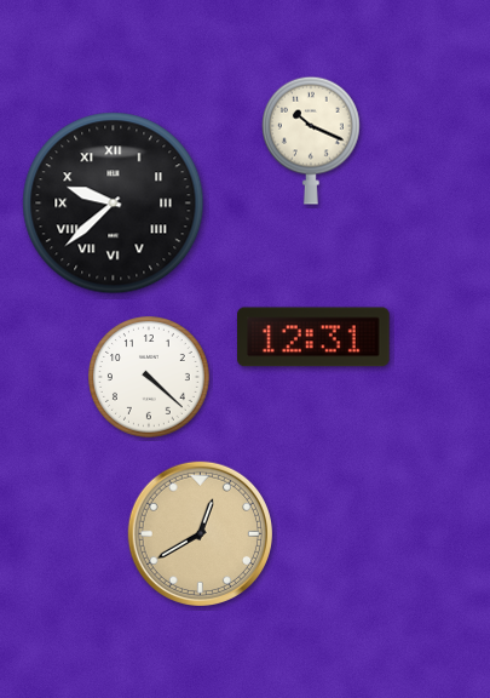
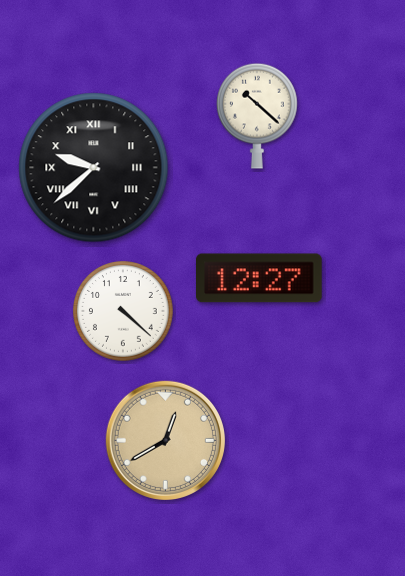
clock at (312, 141): 10:19 -> 10:22
clock at (315, 337): 12:31 -> 12:27
